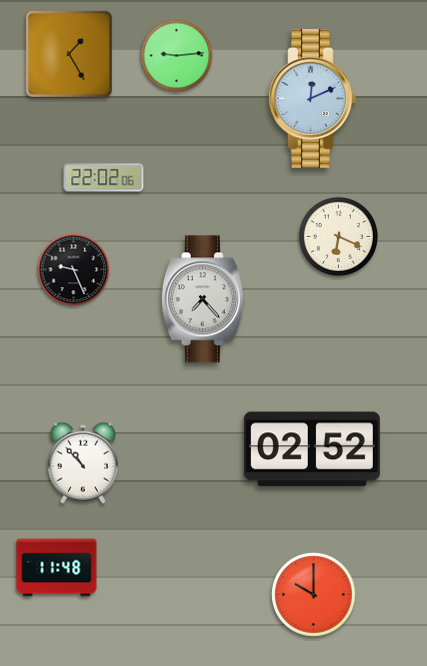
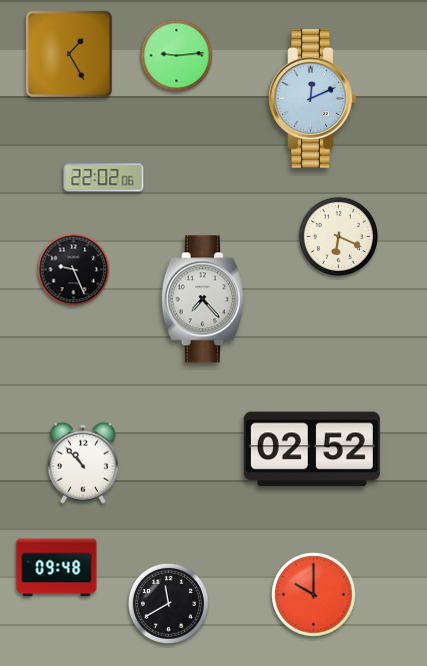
clock at (57, 568): 11:48 -> 09:48
clock at (168, 603): none -> 11:40
